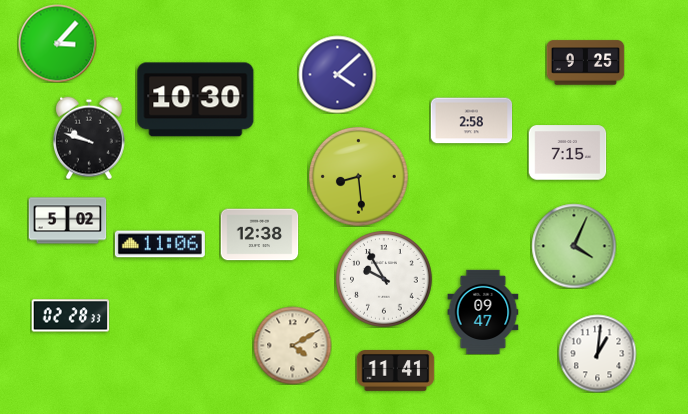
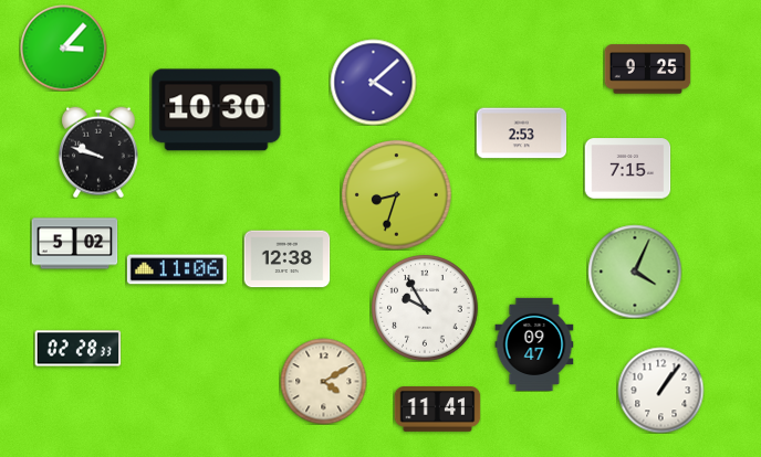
clock at (471, 121): 2:58 -> 2:53
clock at (359, 177): 8:29 -> 8:33
clock at (597, 353): 1:01 -> 1:06
